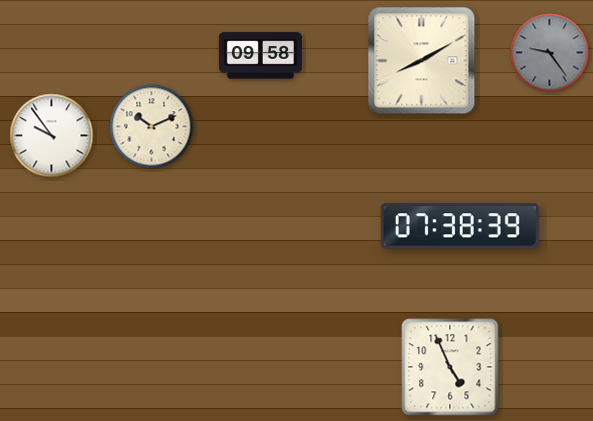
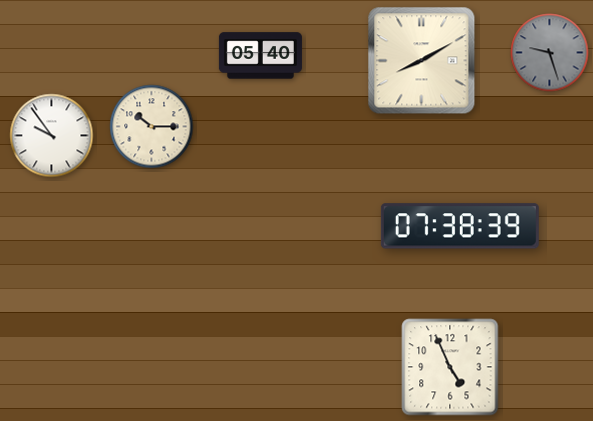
clock at (550, 53): 9:24 -> 9:27
clock at (260, 56): 09:58 -> 05:40
clock at (152, 127): 10:11 -> 10:15
